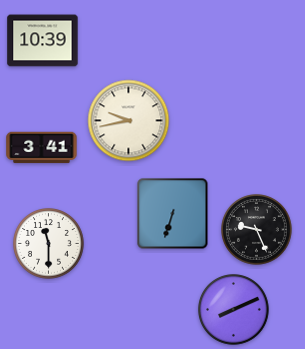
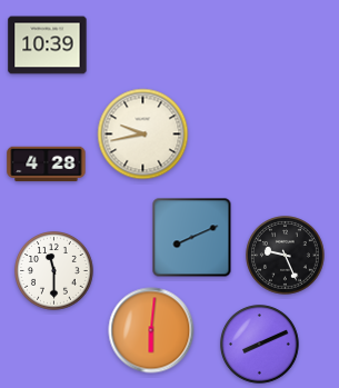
clock at (42, 148): 3:41 -> 4:28
clock at (173, 214): 6:33 -> 8:11
clock at (151, 330): none -> 6:01
